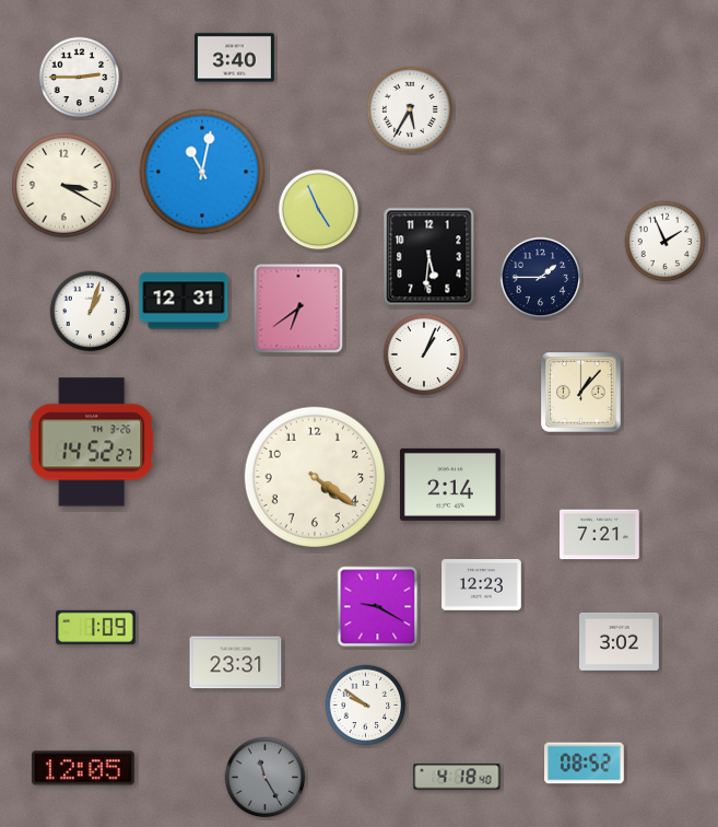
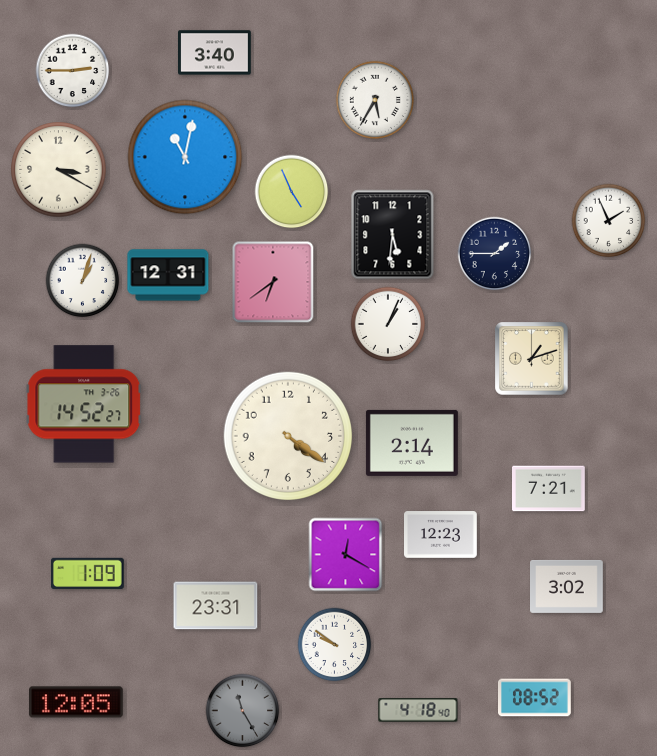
clock at (91, 312) position: (91, 312) -> (83, 281)
clock at (581, 393): 1:07 -> 1:12
clock at (378, 607): 9:20 -> 12:20
